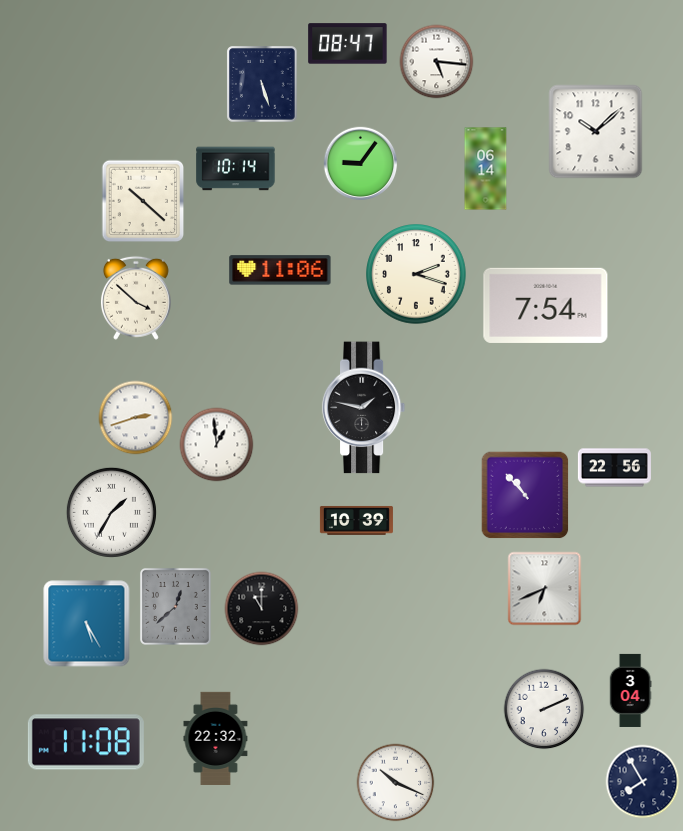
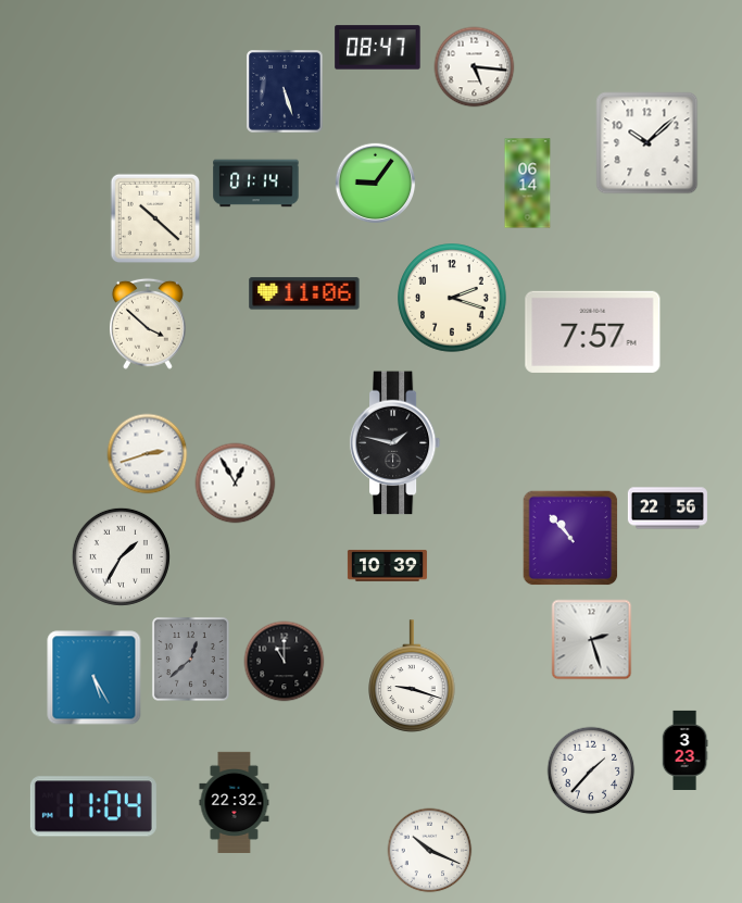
clock at (361, 164) position: (361, 164) -> (376, 184)
clock at (236, 169): 10:14 -> 01:14
clock at (546, 305): 7:54 -> 7:57
clock at (217, 445): 12:59 -> 12:55
clock at (545, 589): 6:41 -> 2:27
clock at (412, 676): none -> 9:18
clock at (630, 690): 3:04 -> 3:23
clock at (544, 709): 2:11 -> 1:37
clock at (86, 742): 11:08 -> 11:04
clock at (643, 782): 7:55 -> none
